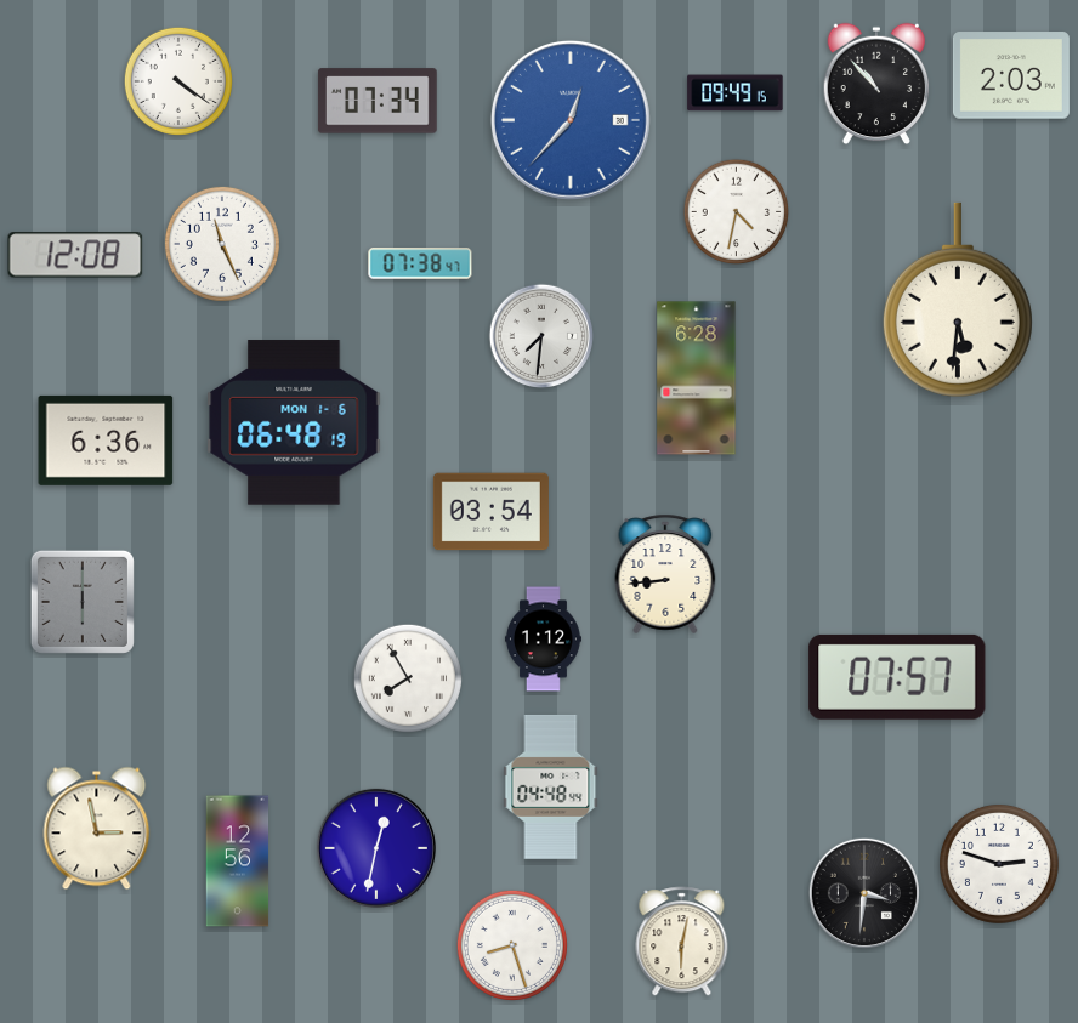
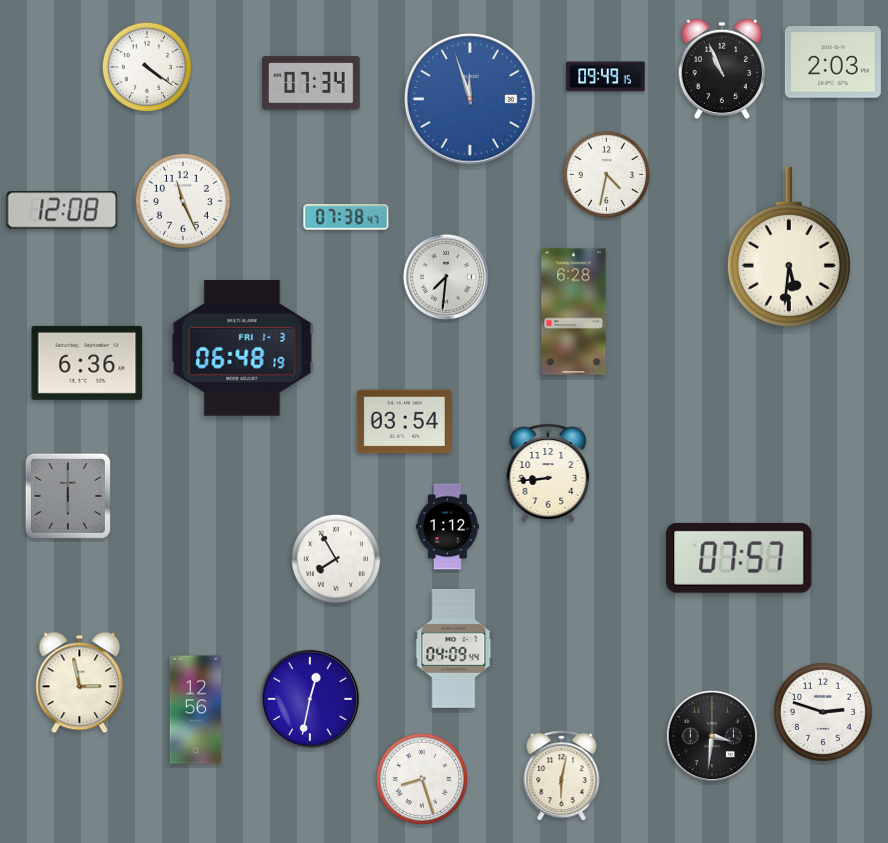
clock at (876, 84): 10:53 -> 10:56
clock at (571, 120): 12:37 -> 11:57
clock at (294, 422) date: MON 1-6 -> FRI 1-3
clock at (551, 786): 04:48 -> 04:09
